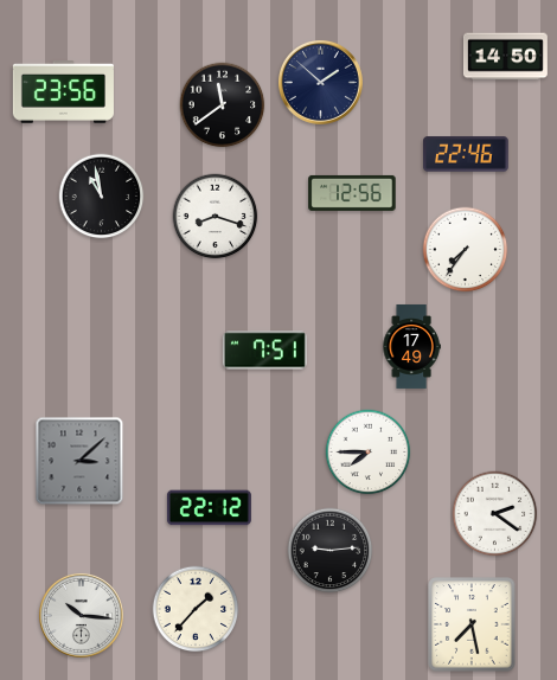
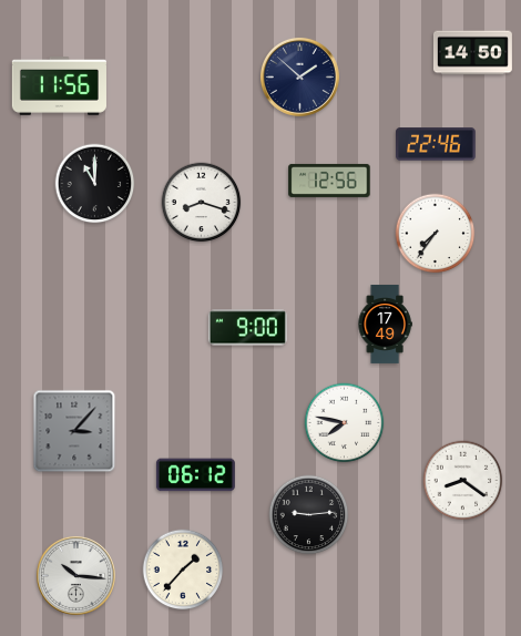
clock at (63, 92): 23:56 -> 11:56
clock at (223, 105): 11:39 -> none
clock at (102, 197): 10:58 -> 11:00
clock at (264, 351): 7:51 -> 9:00
clock at (369, 453): 7:45 -> 7:47
clock at (79, 461): 3:08 -> 3:07
clock at (209, 508): 22:12 -> 06:12
clock at (495, 514): 2:21 -> 8:21
clock at (472, 624): 7:28 -> none
